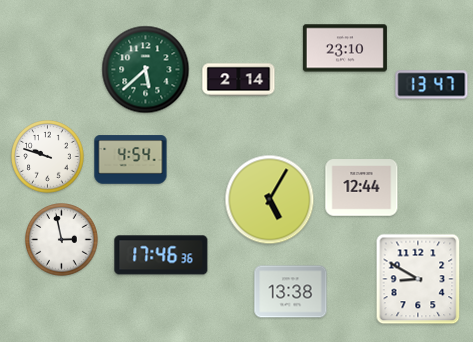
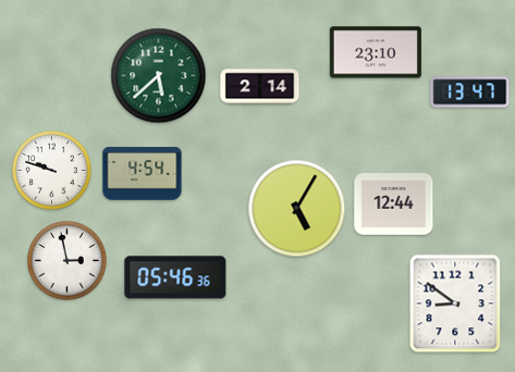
clock at (270, 200) position: (270, 200) -> (297, 209)
clock at (161, 255): 17:46 -> 05:46
clock at (418, 279): 8:50 -> 8:51
clock at (291, 292): 13:38 -> none
